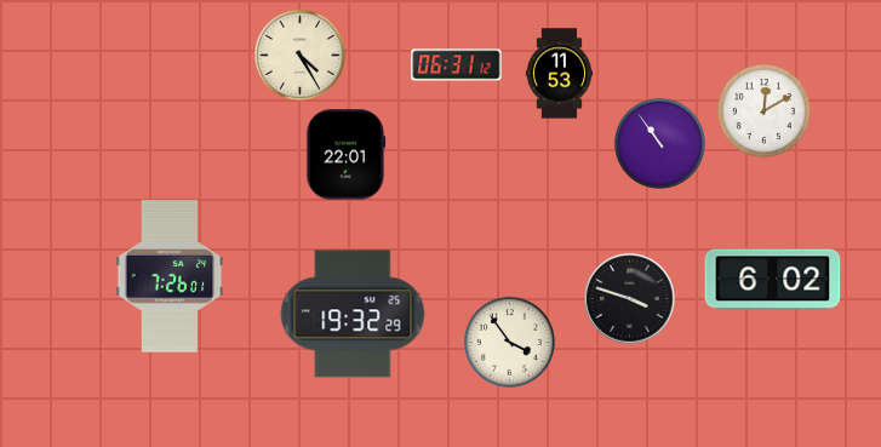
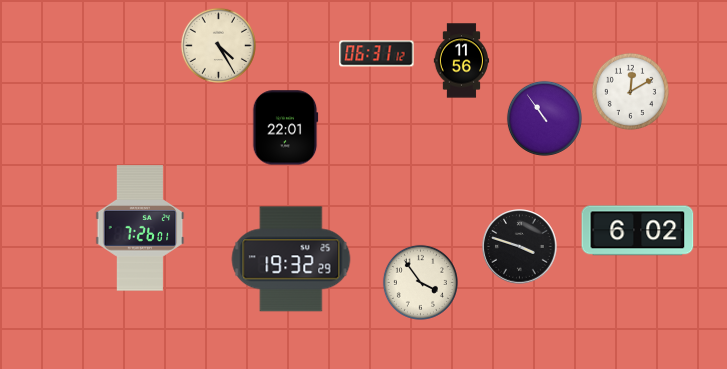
clock at (299, 55) position: (299, 55) -> (218, 45)
clock at (560, 74): 11:53 -> 11:56
